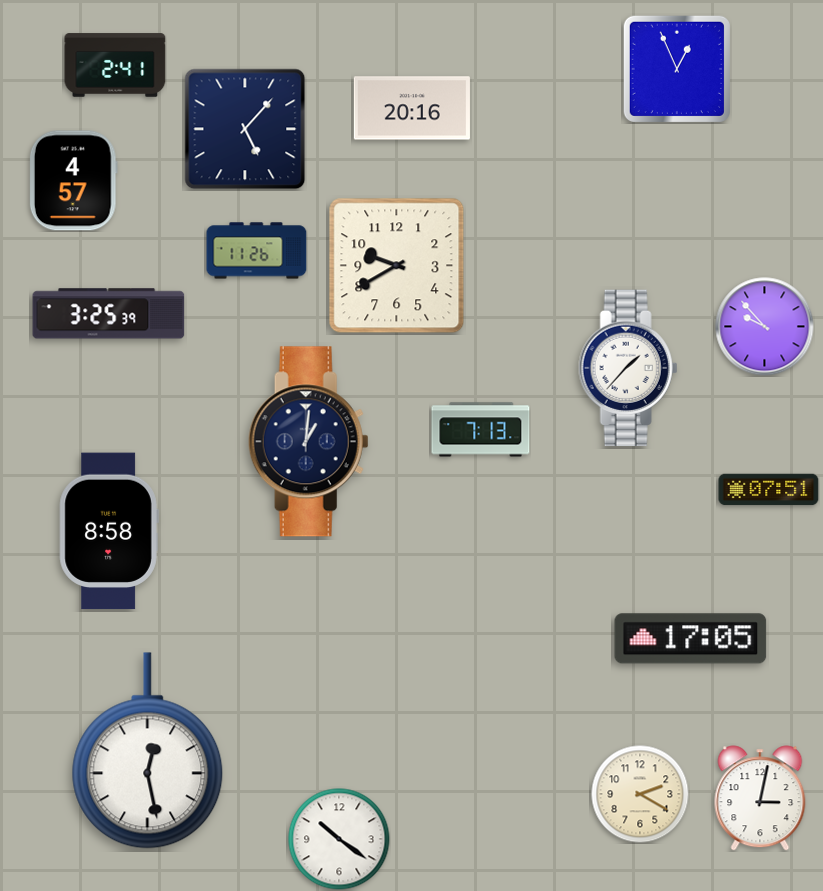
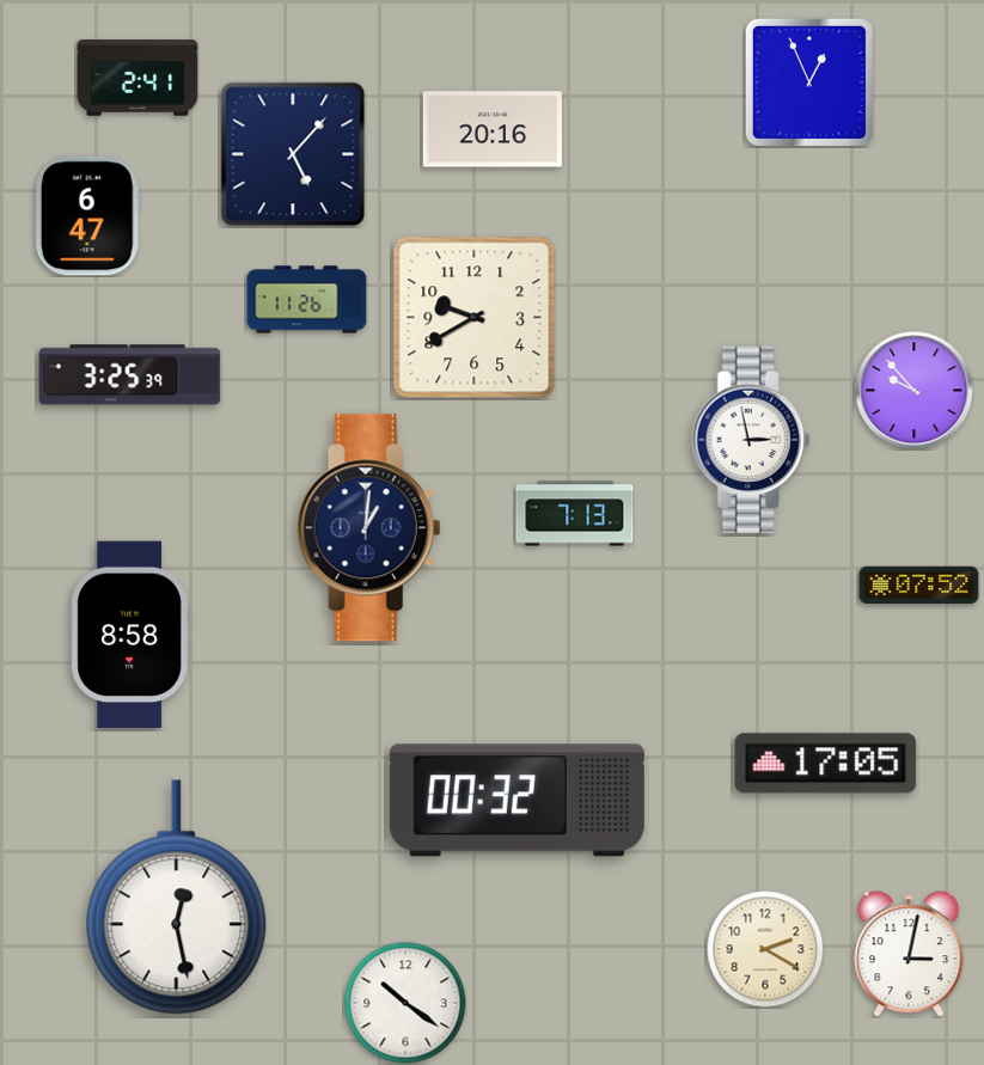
clock at (73, 181): 4:57 -> 6:47
clock at (628, 368): 1:37 -> 2:58
clock at (769, 490): 07:51 -> 07:52
clock at (517, 801): none -> 00:32
